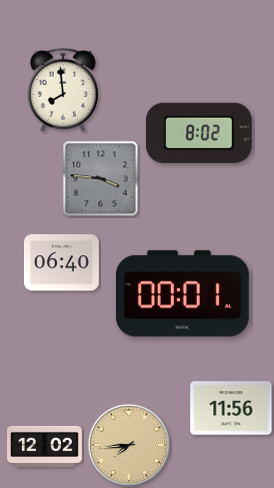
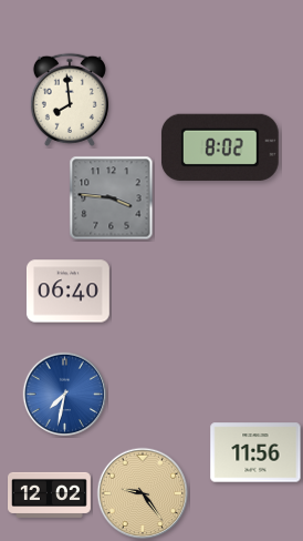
clock at (182, 294): 00:01 -> none
clock at (65, 395): none -> 7:32
clock at (129, 445): 7:44 -> 9:24
